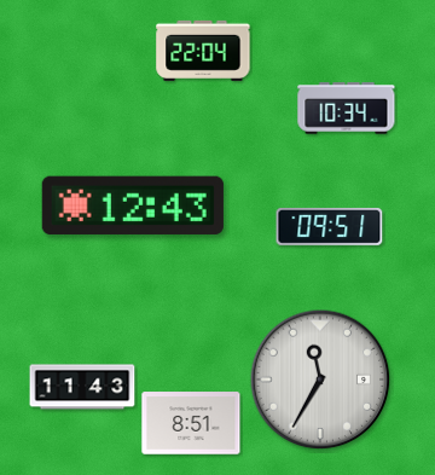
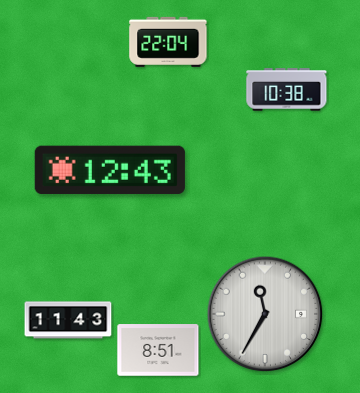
clock at (347, 109): 10:34 -> 10:38
clock at (330, 226): 09:51 -> none
